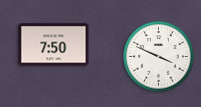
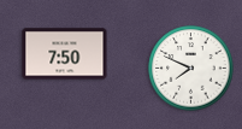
clock at (159, 57): 3:49 -> 7:49
